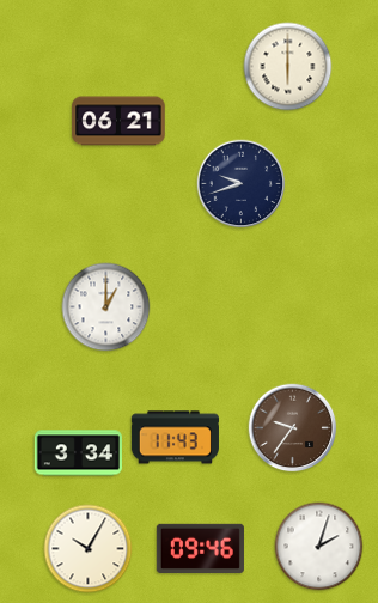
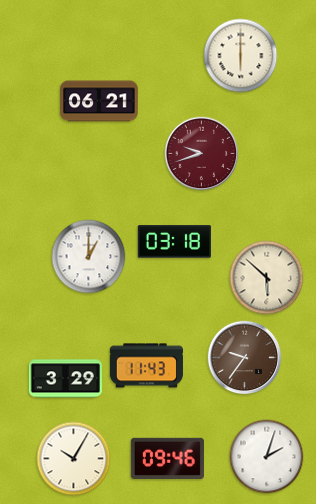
clock at (242, 184) dial: navy -> burgundy
clock at (174, 242): none -> 03:18
clock at (267, 278): none -> 5:52
clock at (78, 453): 3:34 -> 3:29
